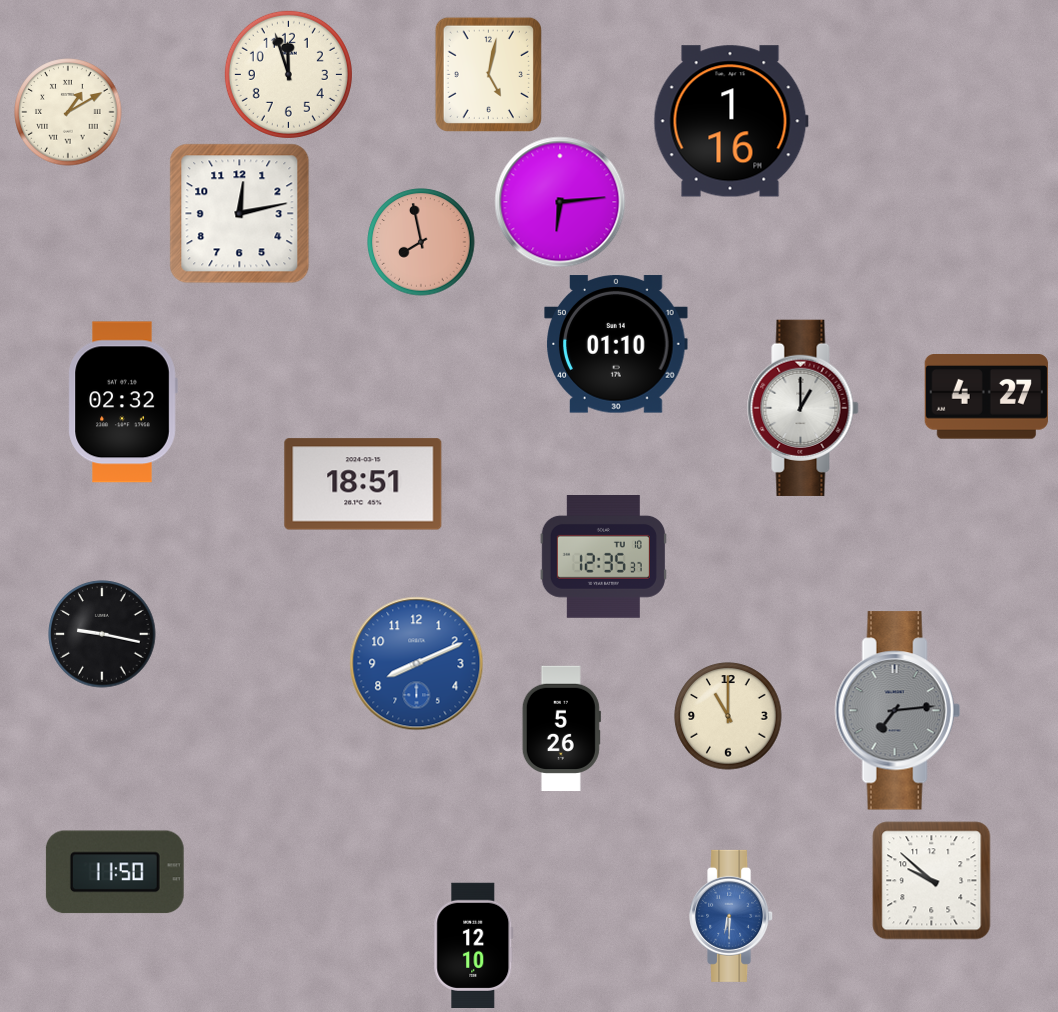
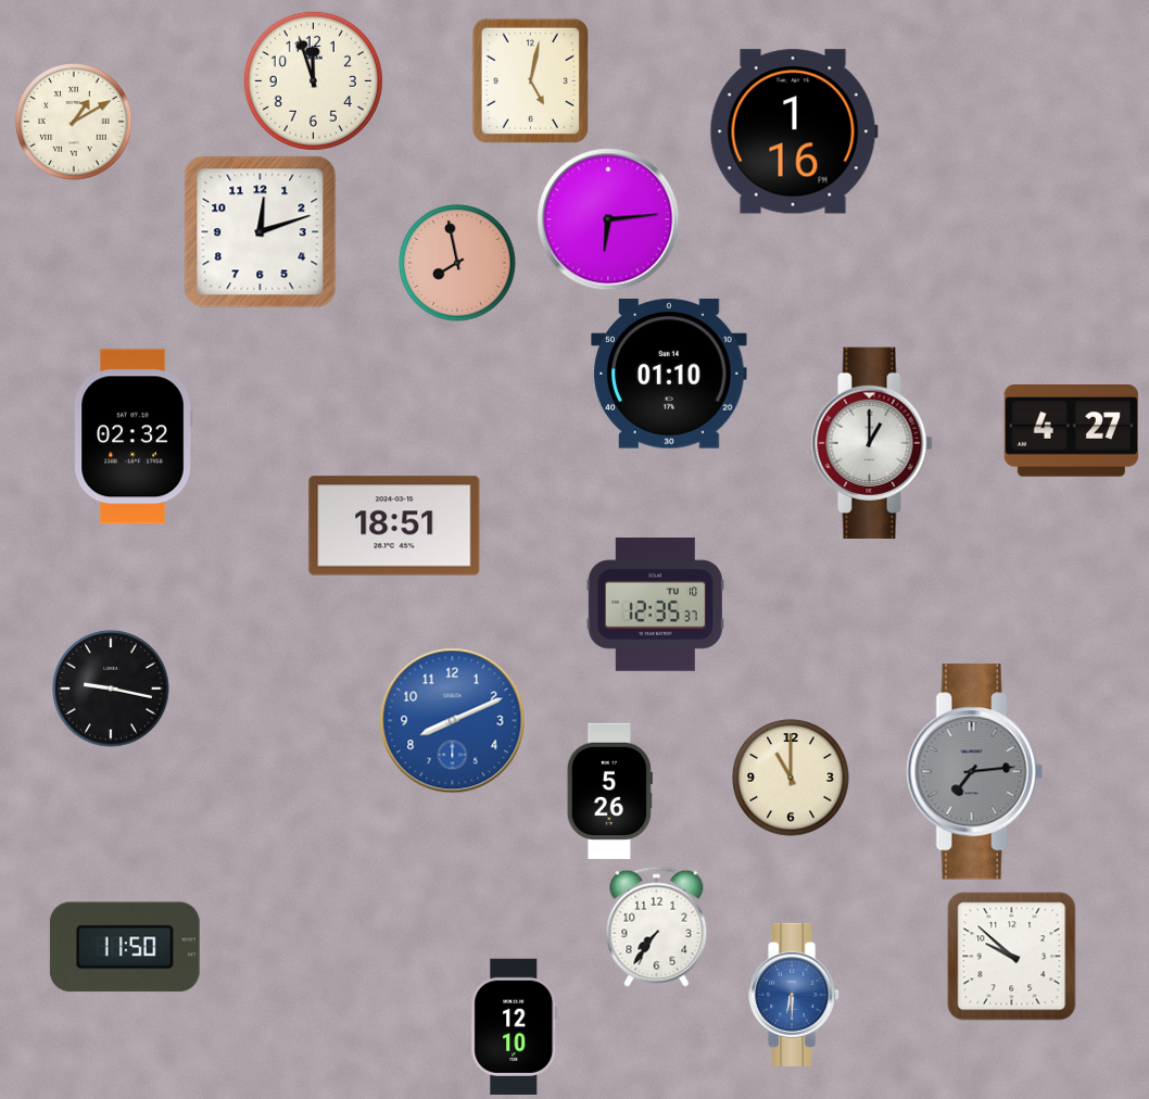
clock at (240, 214): 12:13 -> 12:12
clock at (657, 926): none -> 7:36
